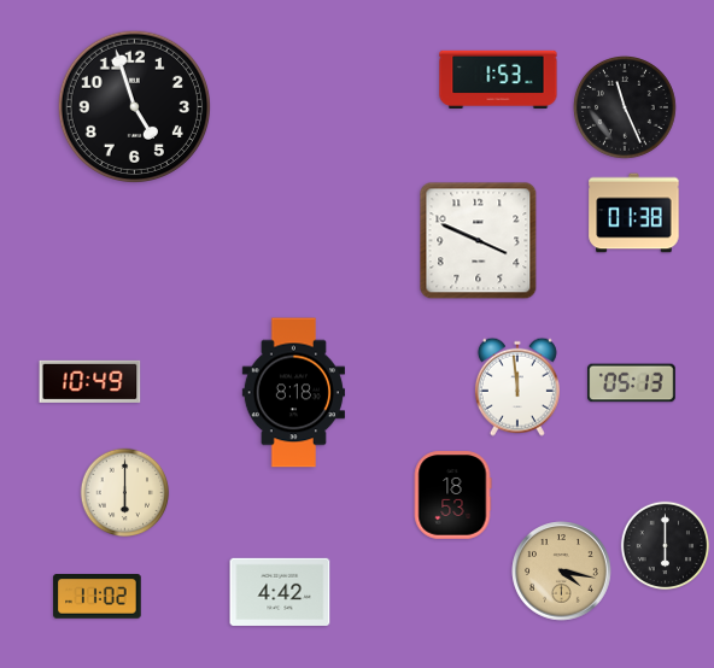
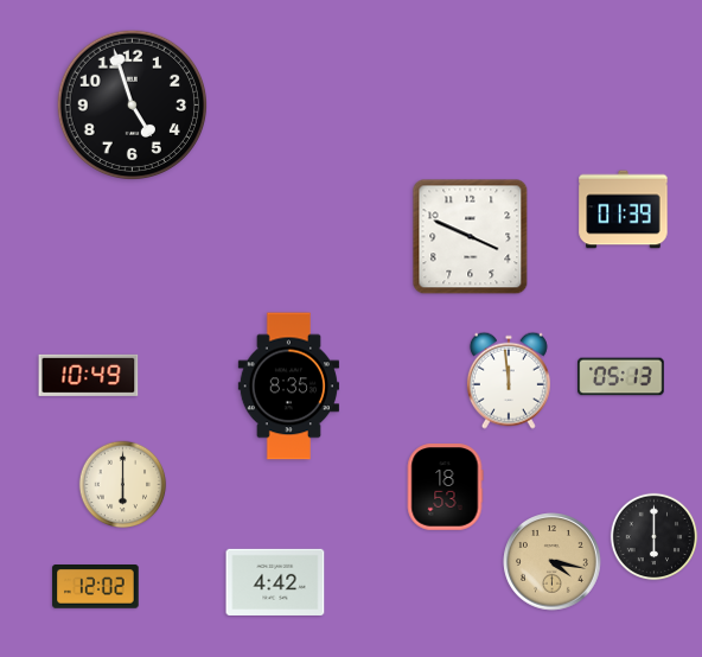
clock at (498, 78): 1:53 -> none
clock at (626, 109): 11:26 -> none
clock at (634, 213): 01:38 -> 01:39
clock at (293, 393): 8:18 -> 8:35
clock at (98, 597): 11:02 -> 12:02
